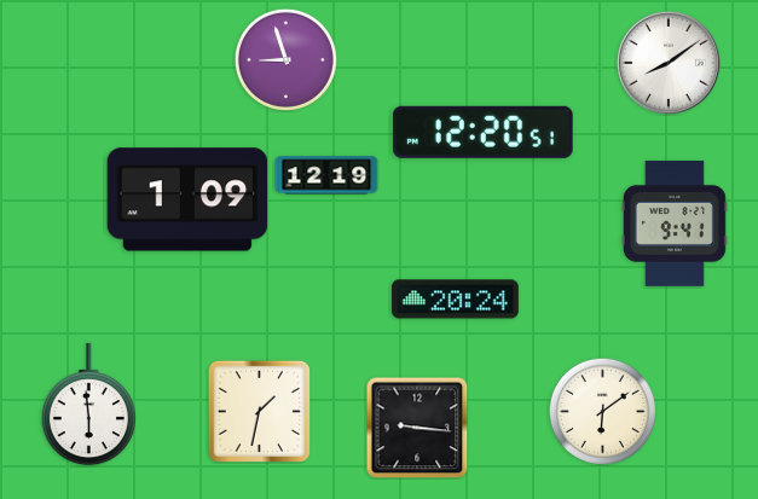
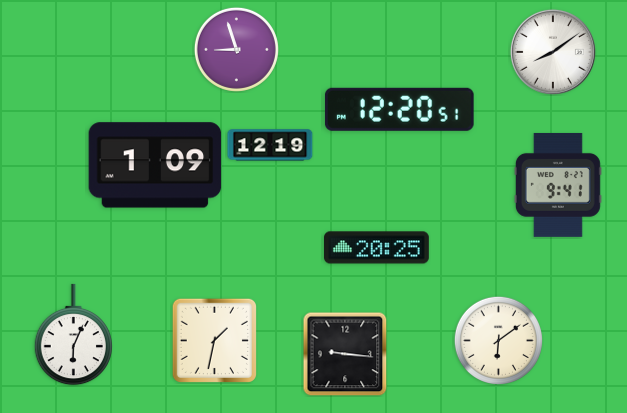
clock at (456, 300): 20:24 -> 20:25
clock at (88, 405): 5:59 -> 6:04
